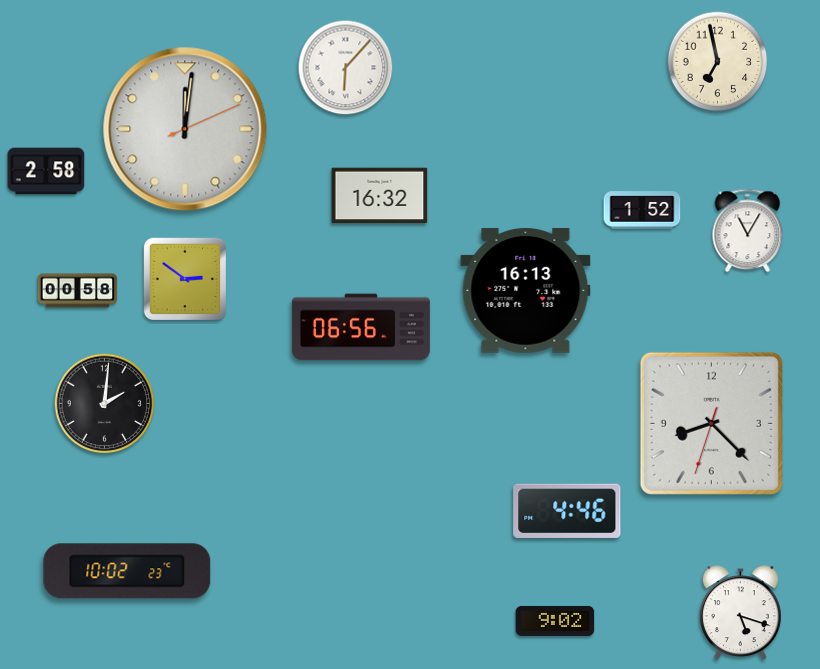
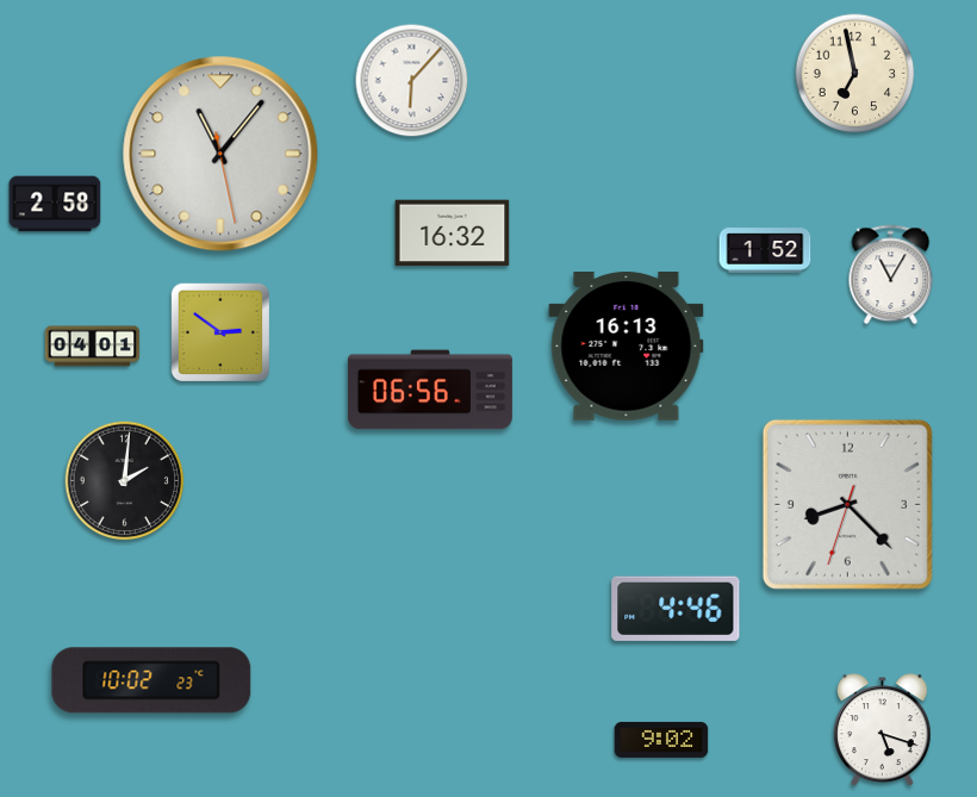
clock at (185, 129): 12:01 -> 11:06
clock at (78, 291): 00:58 -> 04:01
